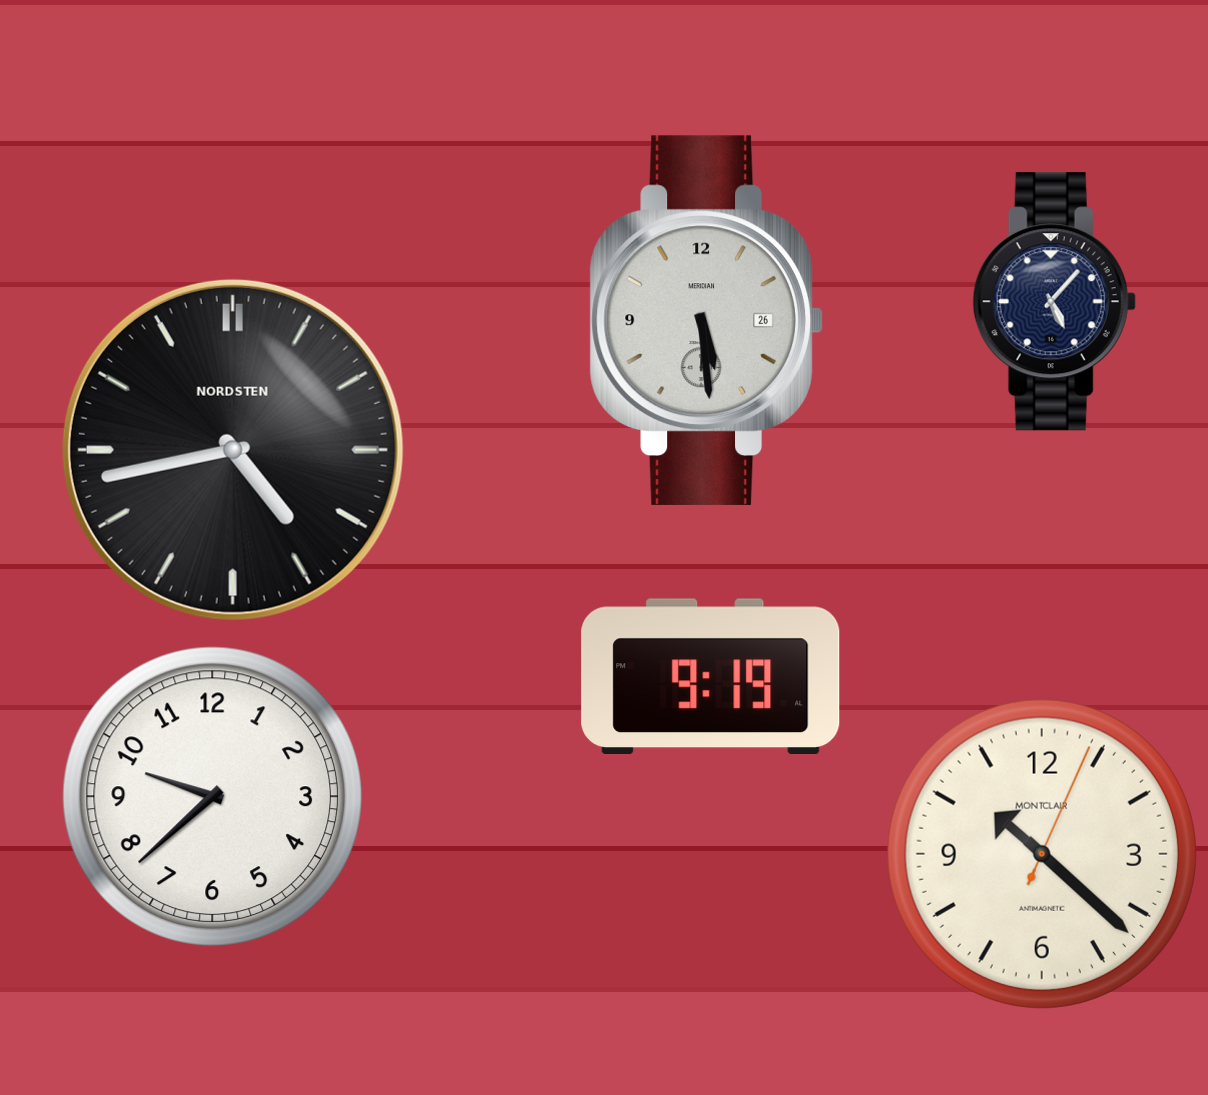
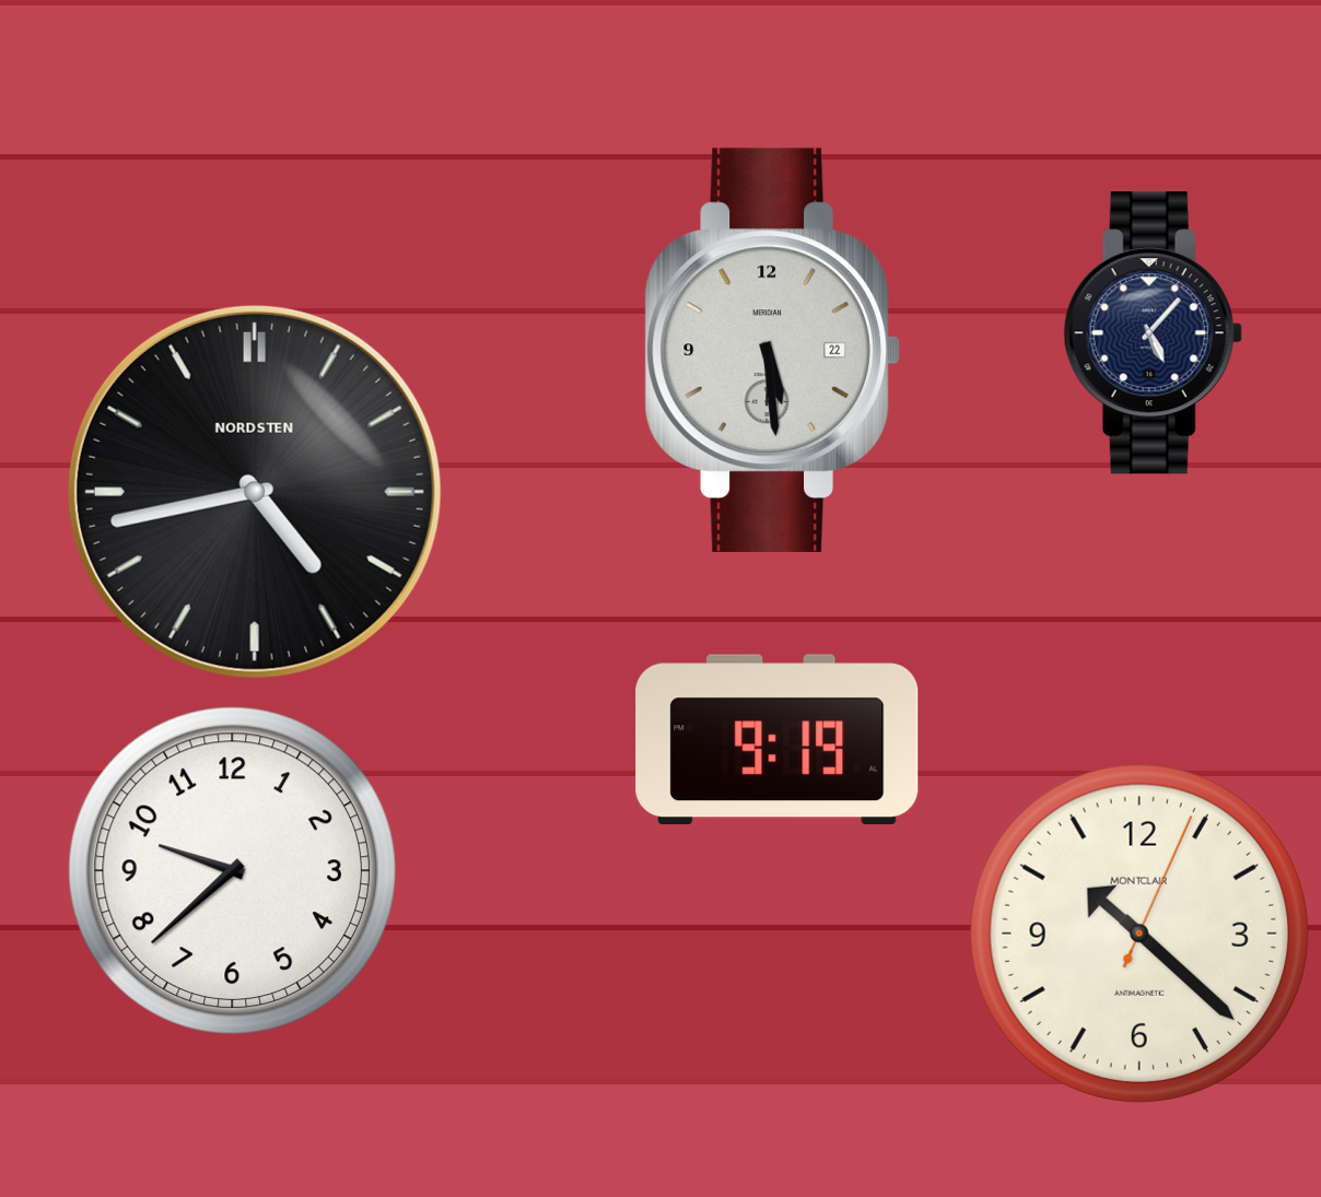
clock at (1054, 302) position: (1054, 302) -> (1153, 333)
clock at (706, 320) date: 26 -> 22
